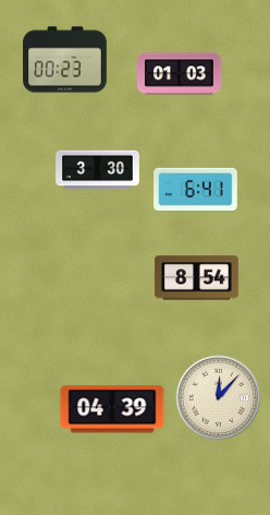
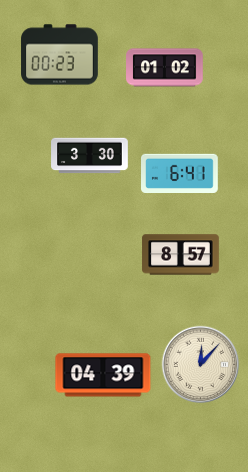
clock at (180, 74): 01:03 -> 01:02
clock at (197, 278): 8:54 -> 8:57
